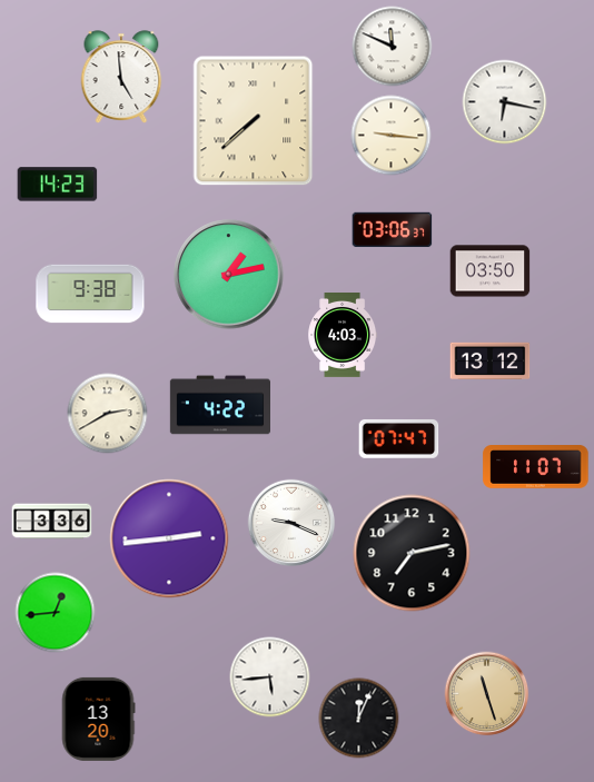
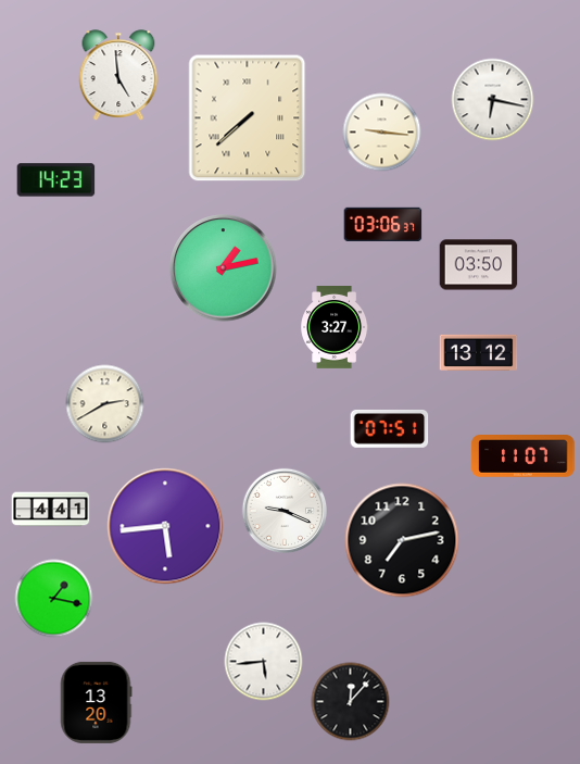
clock at (393, 47): 11:49 -> none
clock at (90, 294): 9:38 -> none
clock at (343, 336): 4:03 -> 3:27
clock at (219, 405): 4:22 -> none
clock at (399, 438): 07:47 -> 07:51
clock at (52, 522): 3:36 -> 4:41
clock at (169, 538): 2:44 -> 5:44
clock at (56, 613): 12:44 -> 1:17
clock at (487, 694): 11:27 -> none
clock at (359, 719): 12:04 -> 12:07
